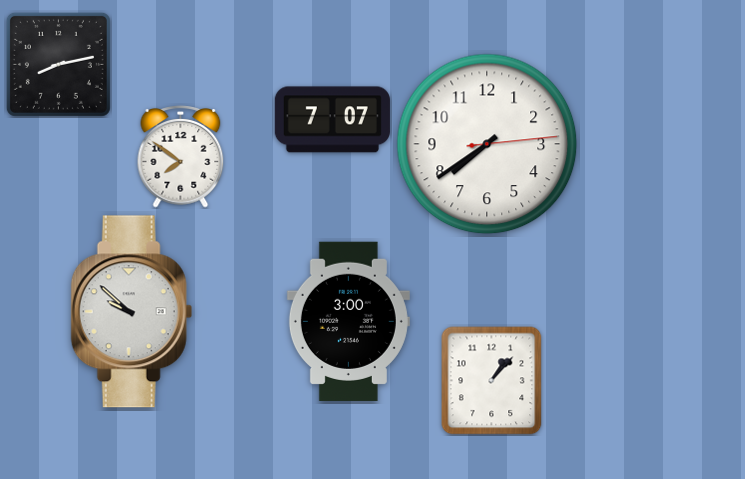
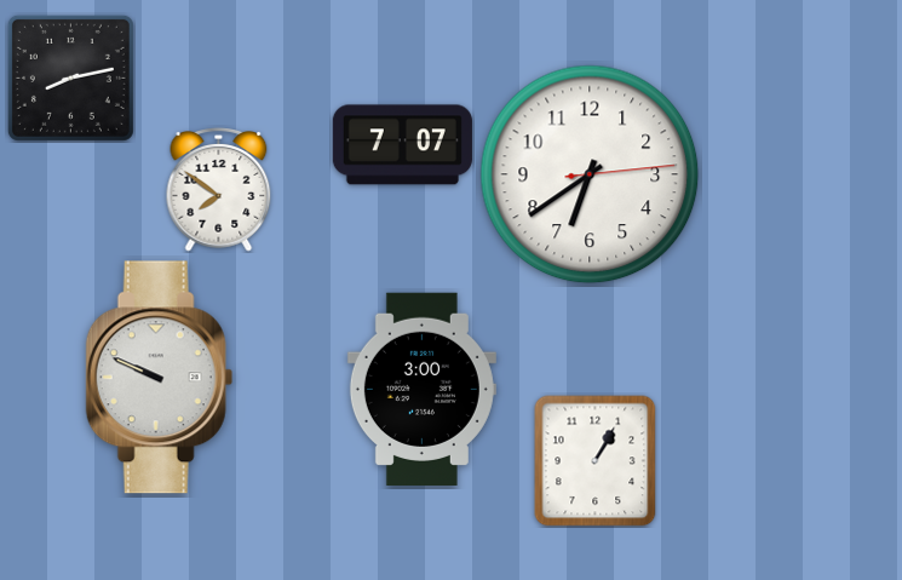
clock at (487, 144): 7:39 -> 6:39
clock at (131, 312): 9:52 -> 9:49
clock at (492, 381): 1:07 -> 1:05
